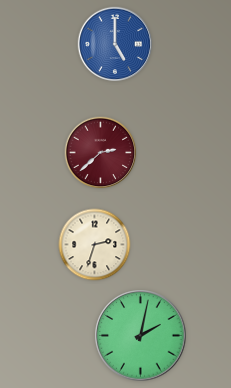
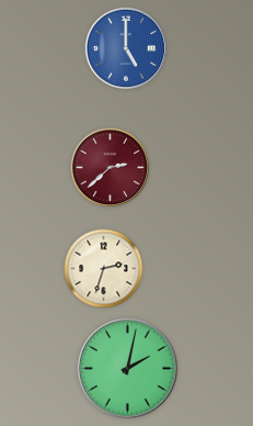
clock at (141, 336) position: (141, 336) -> (128, 369)
